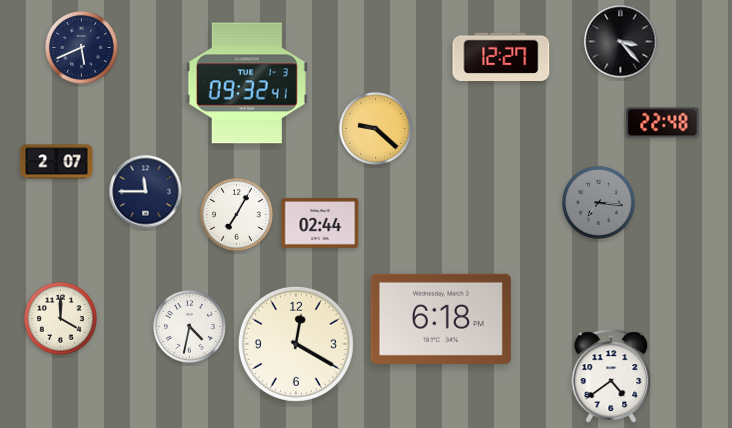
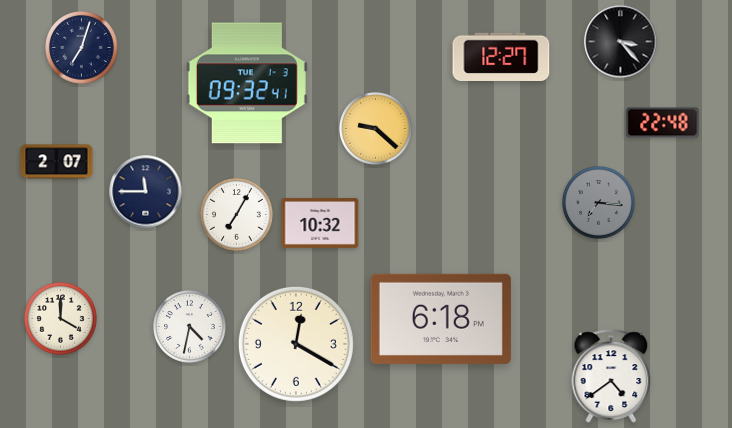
clock at (82, 48): 5:41 -> 7:03
clock at (320, 223): 02:44 -> 10:32
